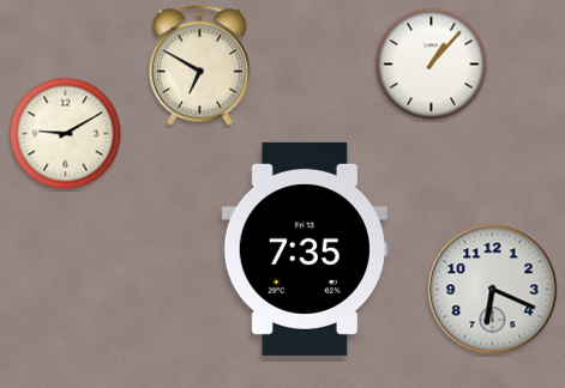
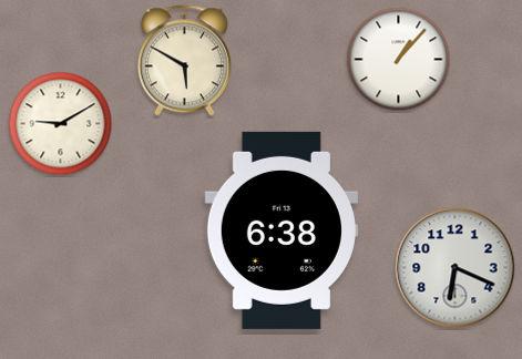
clock at (199, 66): 6:50 -> 5:50
clock at (305, 249): 7:35 -> 6:38
